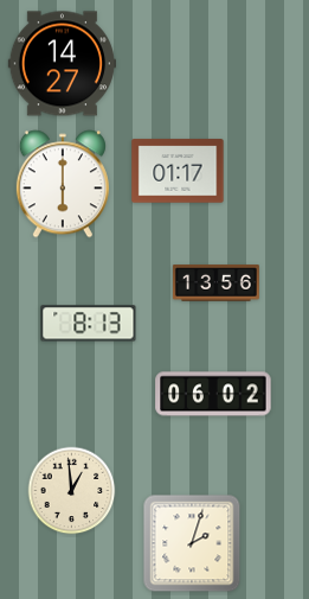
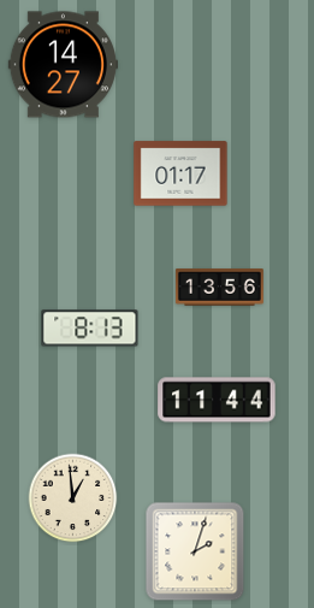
clock at (63, 184): 6:00 -> none
clock at (213, 394): 06:02 -> 11:44
